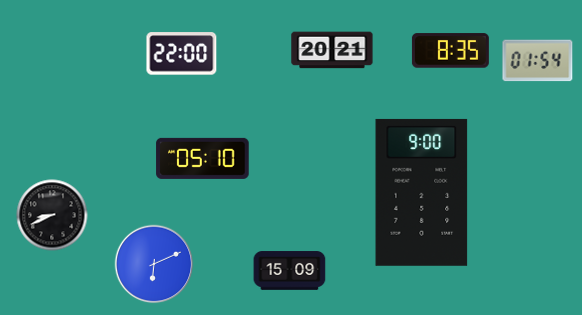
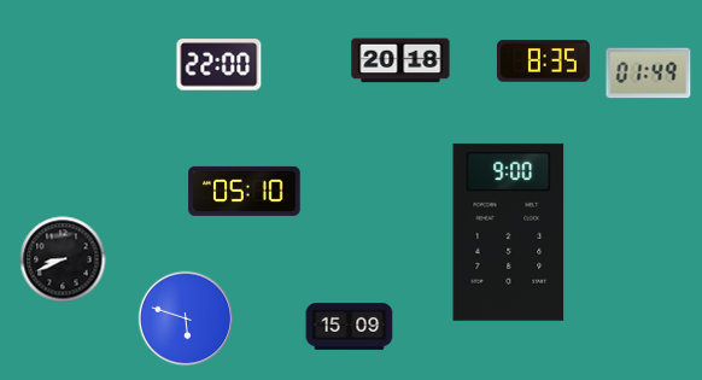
clock at (332, 50): 20:21 -> 20:18
clock at (538, 61): 01:54 -> 01:49
clock at (154, 264): 6:11 -> 5:48
